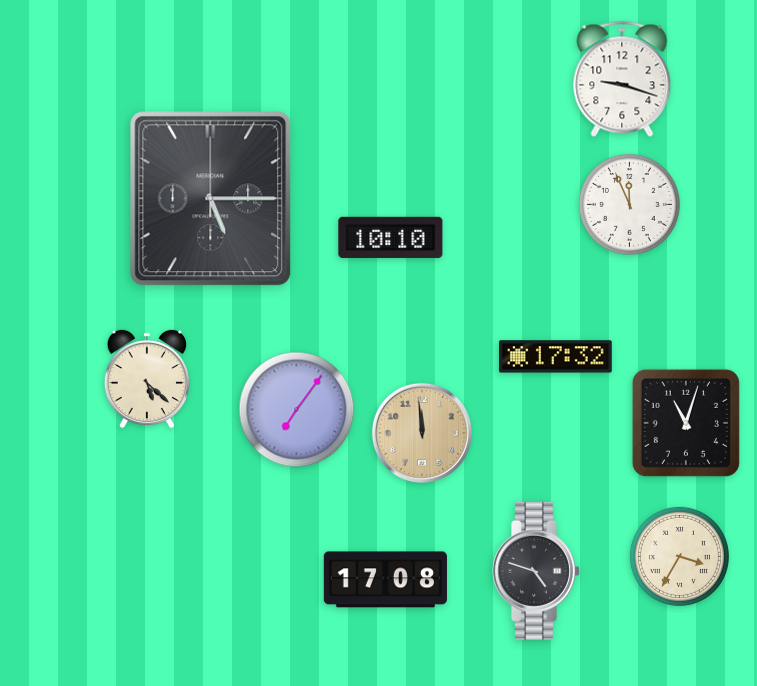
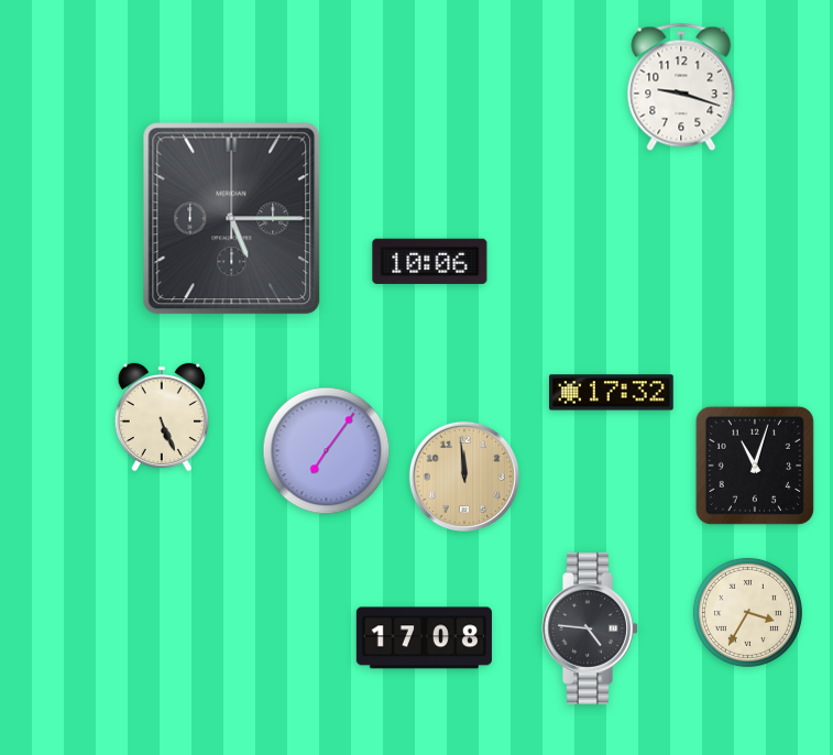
clock at (622, 79) position: (622, 79) -> (681, 87)
clock at (629, 204): 11:56 -> none
clock at (391, 237): 10:10 -> 10:06
clock at (147, 379): 5:22 -> 5:26
clock at (536, 571): 4:48 -> 4:46
